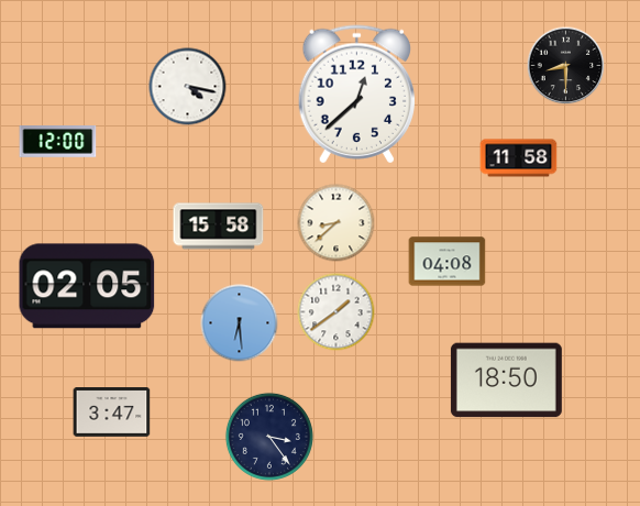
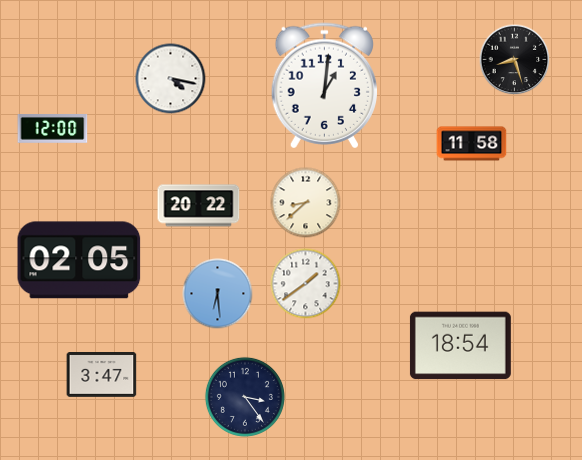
clock at (566, 66): 8:30 -> 8:27
clock at (356, 95): 12:38 -> 1:01
clock at (219, 227): 15:58 -> 20:22
clock at (448, 262): 04:08 -> none
clock at (506, 381): 18:50 -> 18:54
